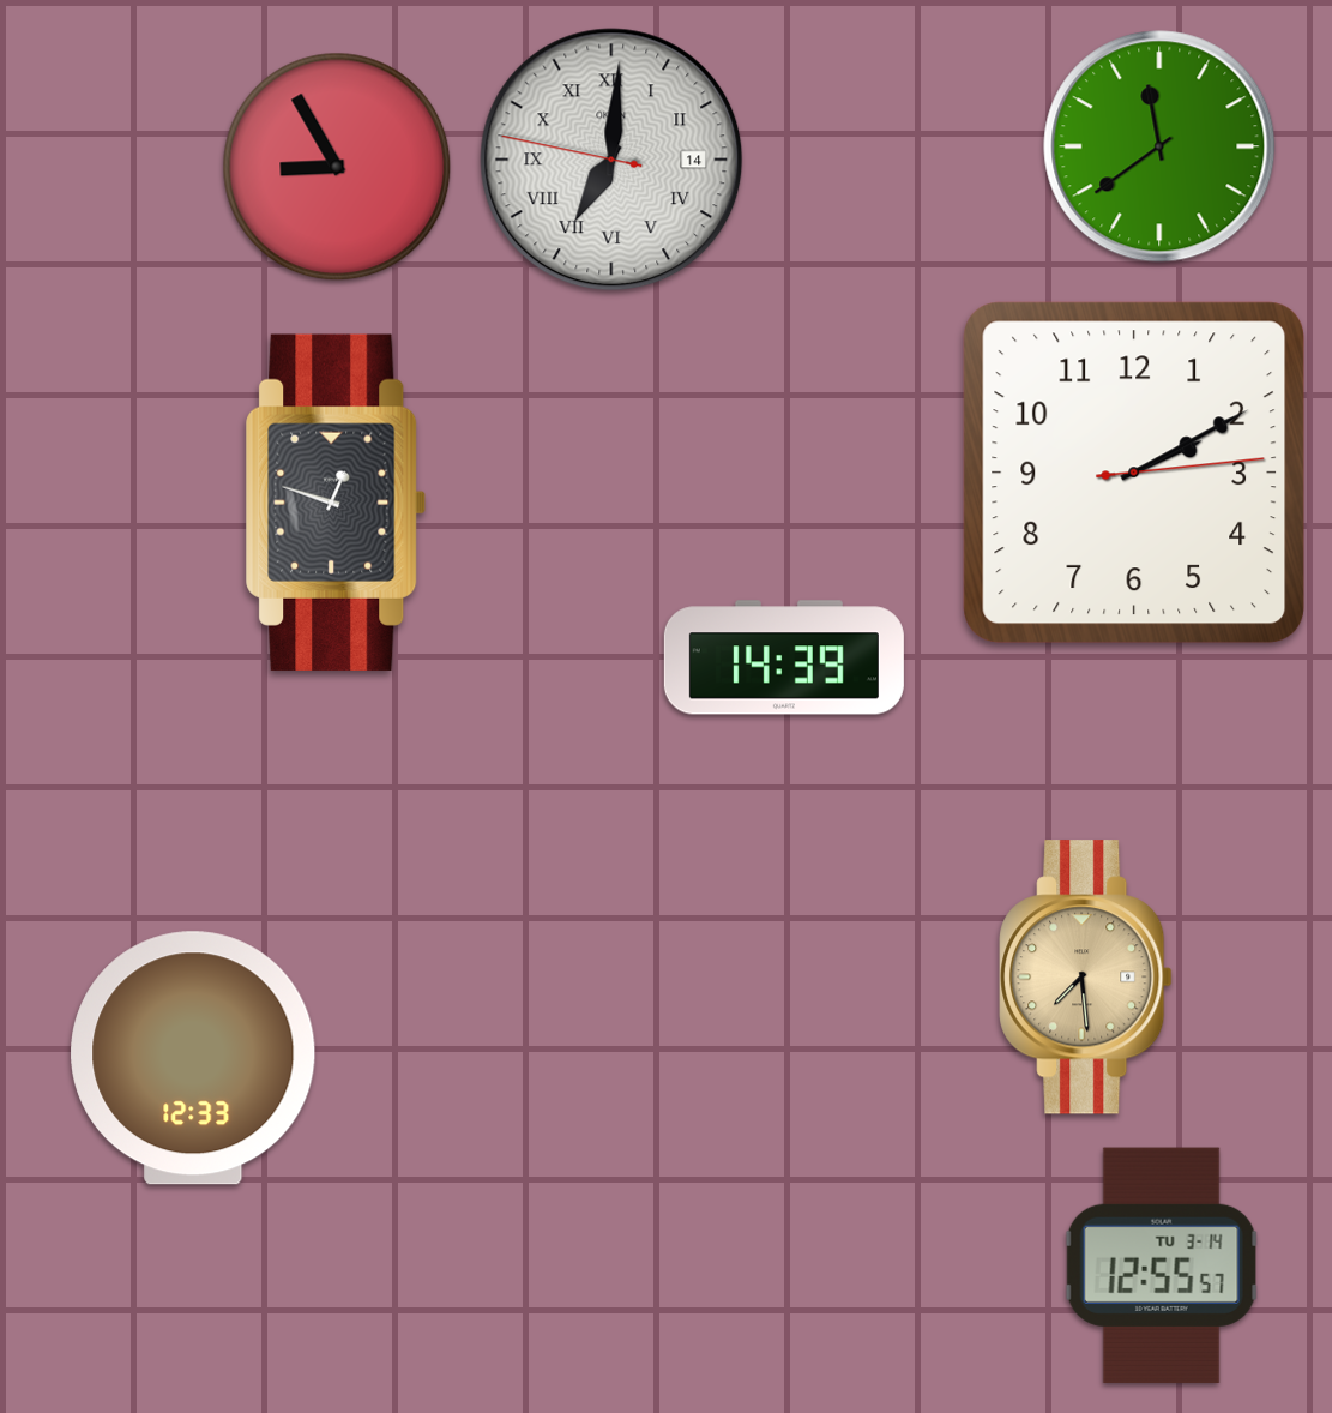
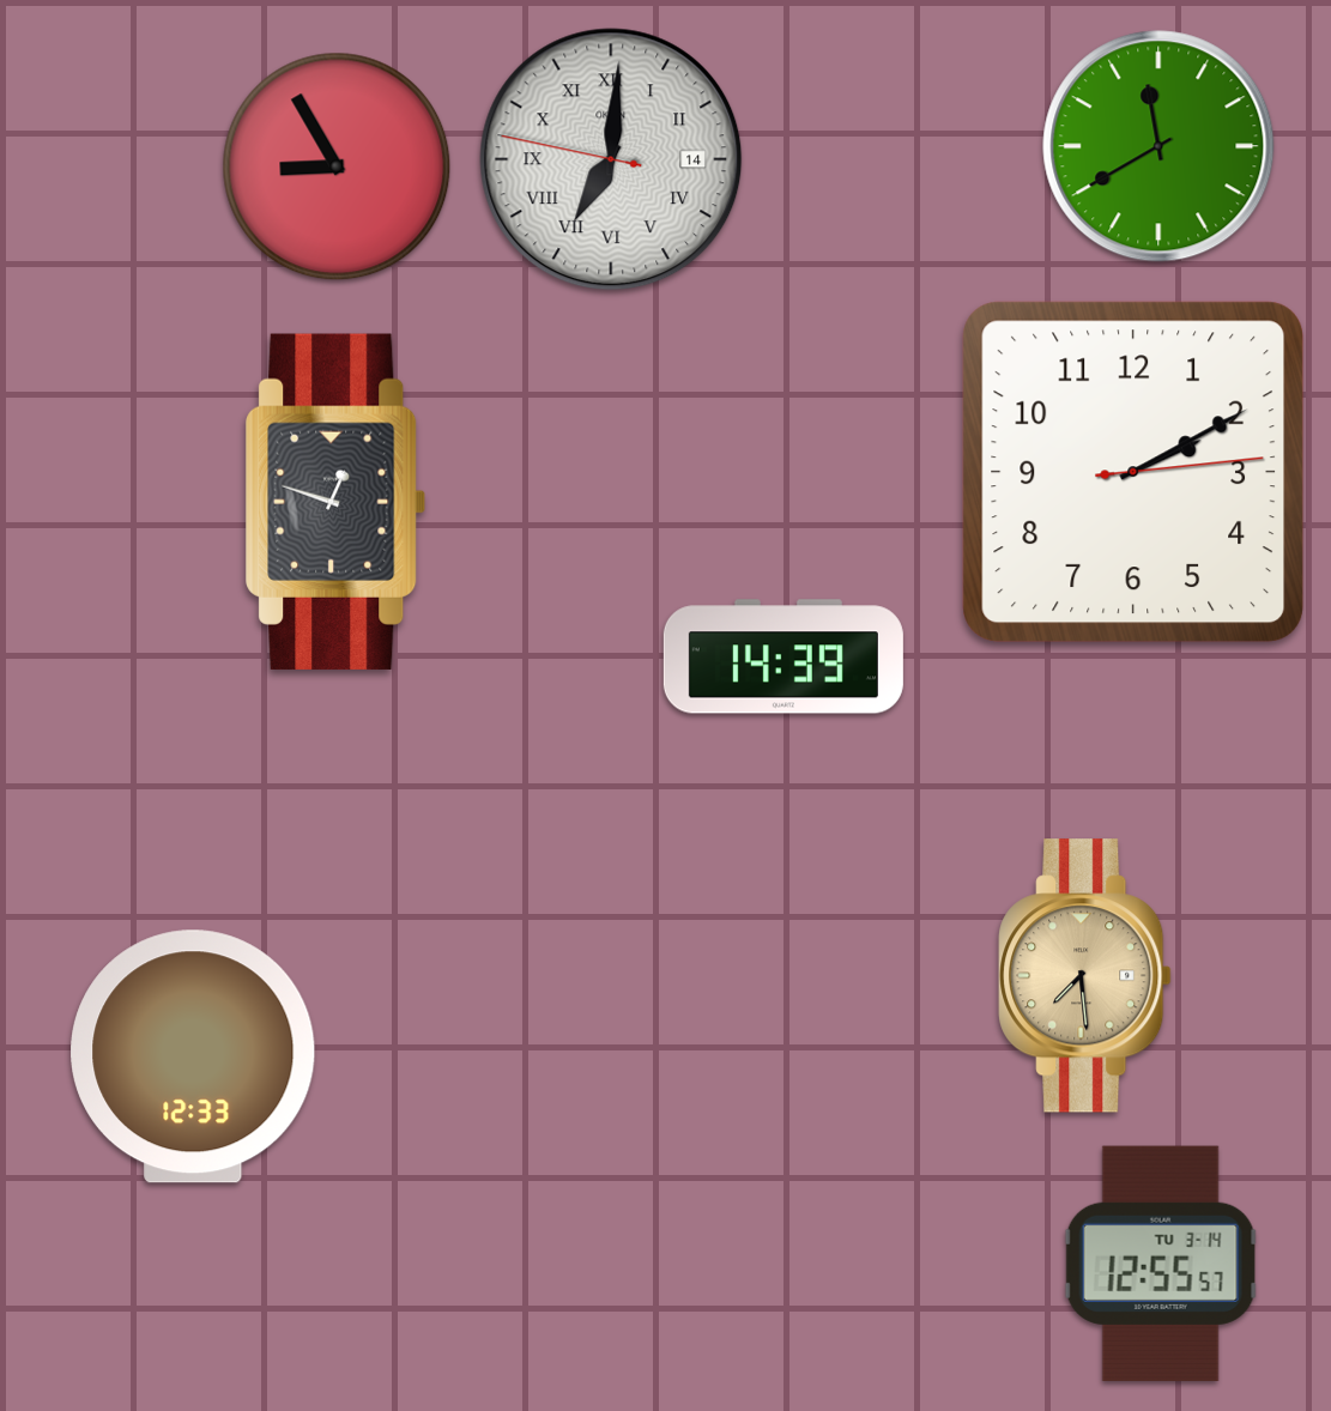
clock at (1159, 146): 11:39 -> 11:40
